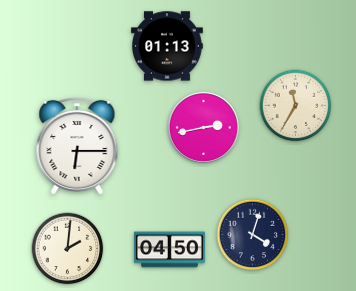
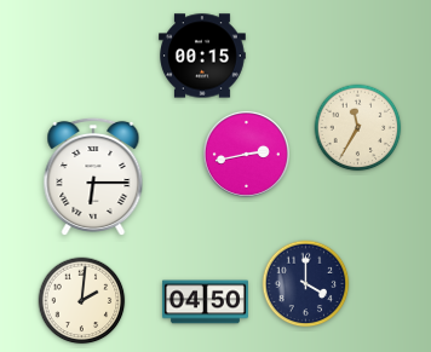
clock at (168, 46): 01:13 -> 00:15
clock at (253, 235): 4:03 -> 4:00
